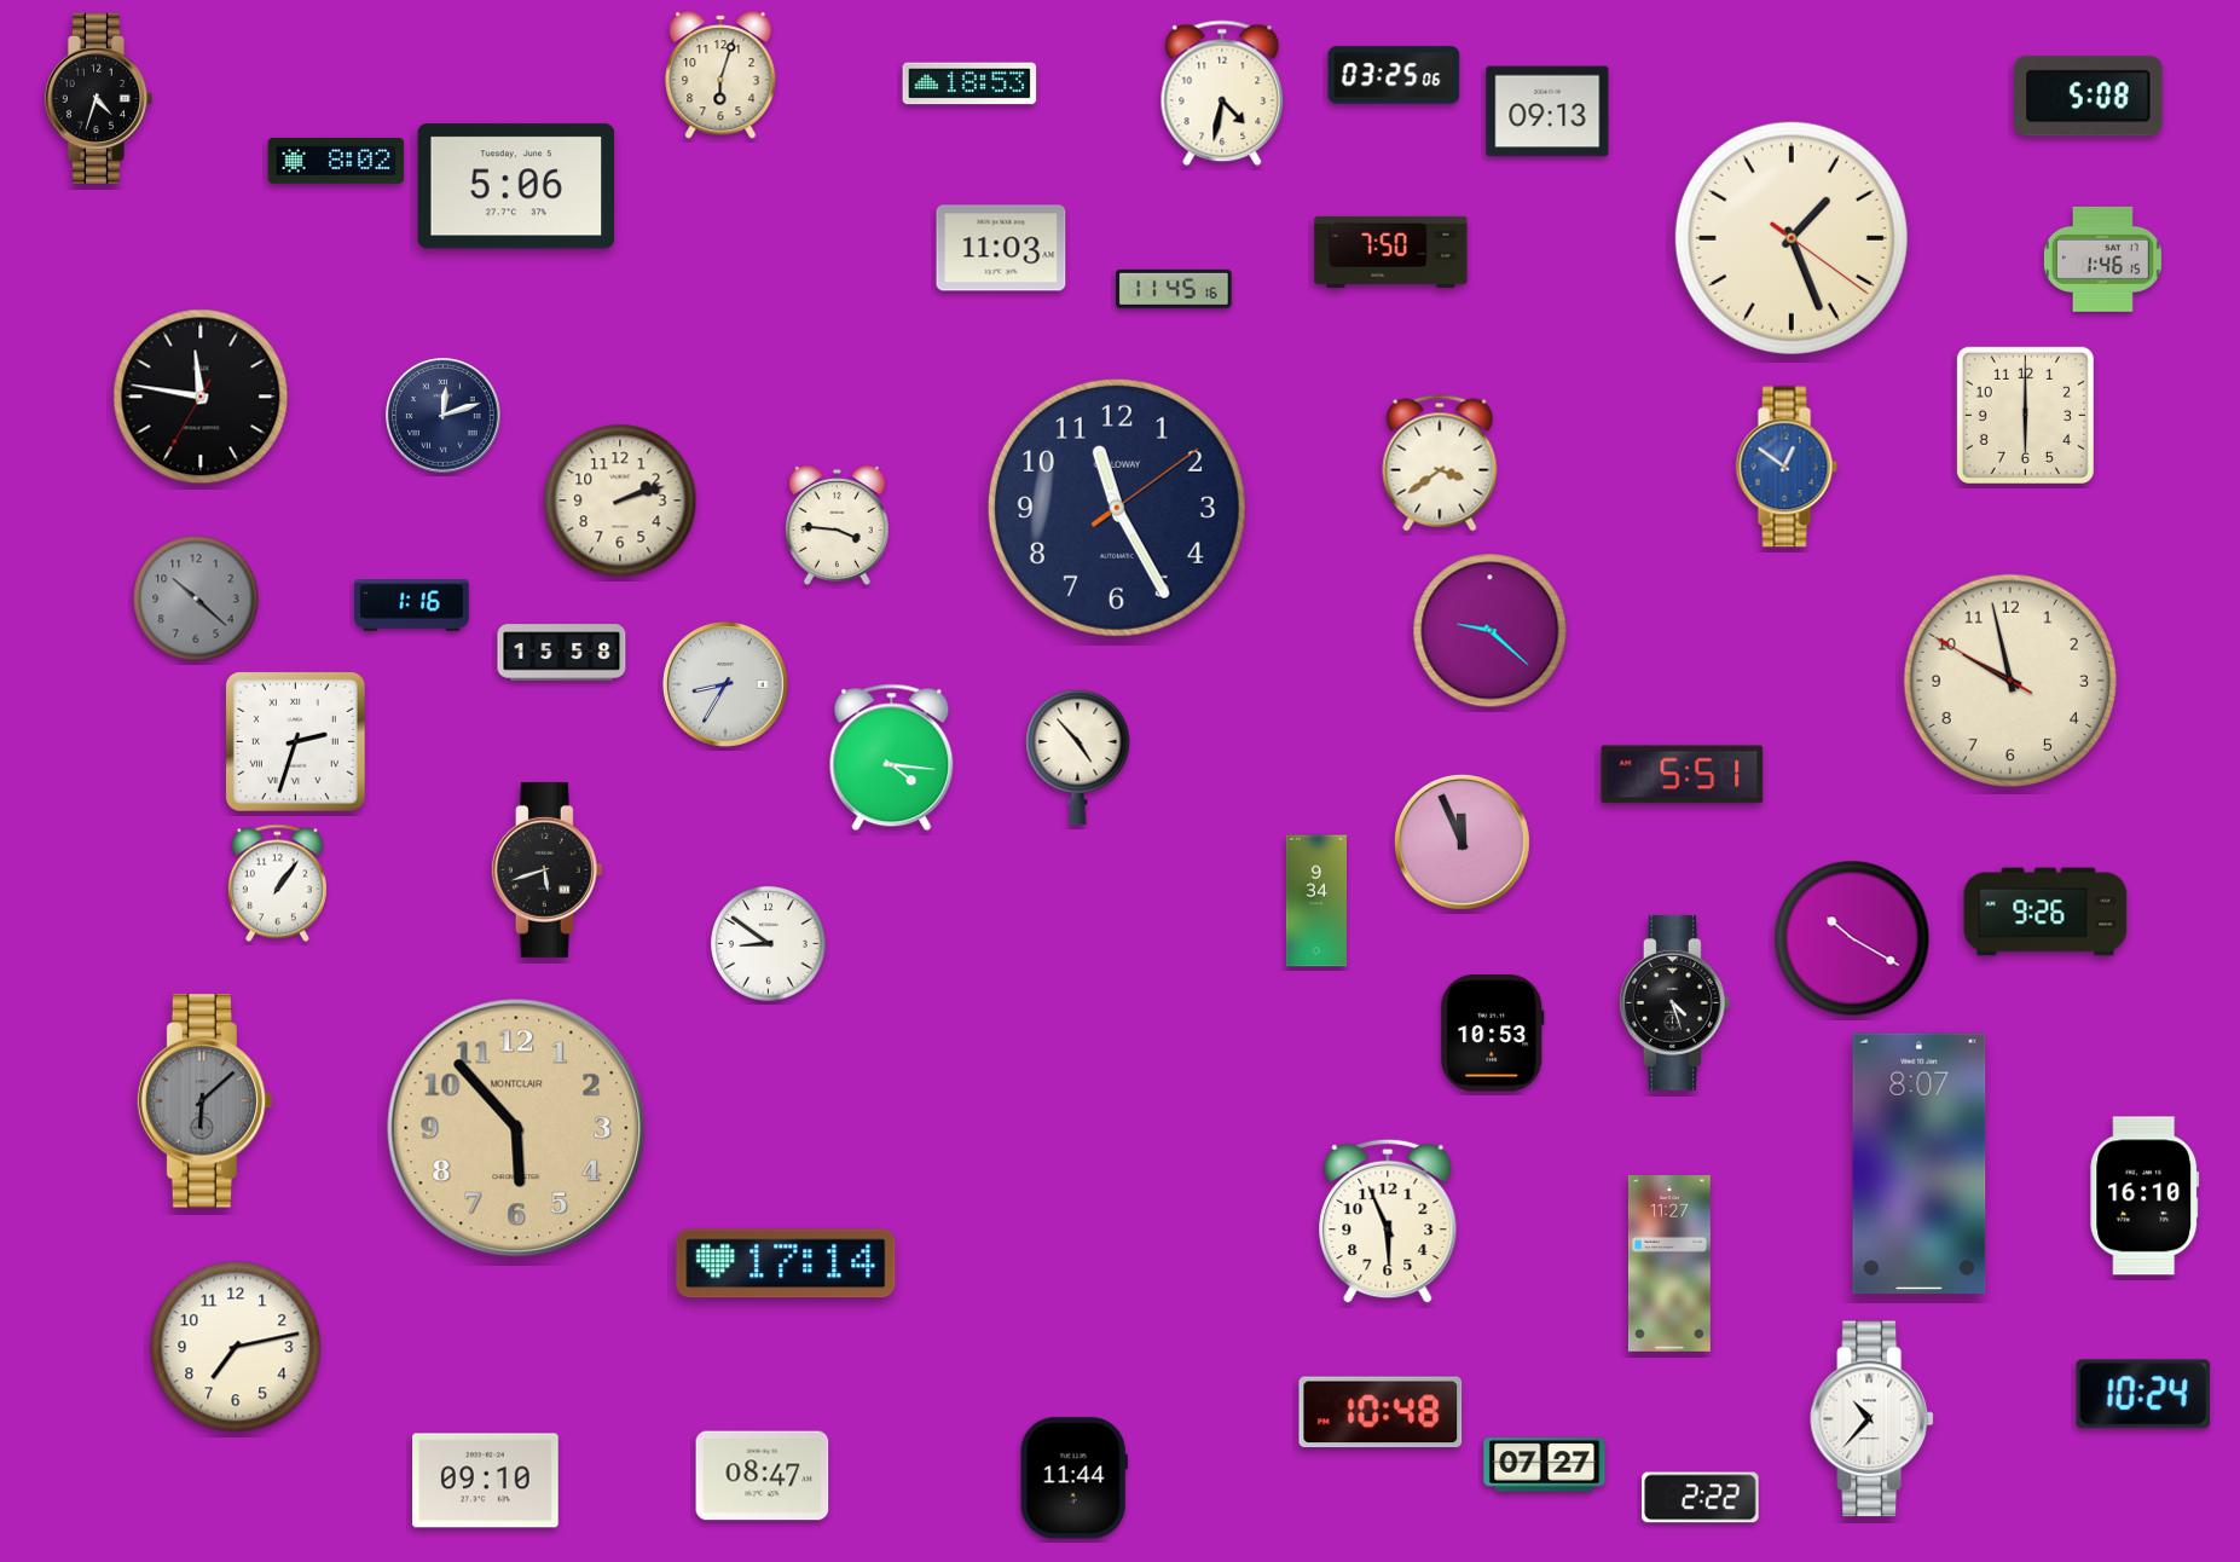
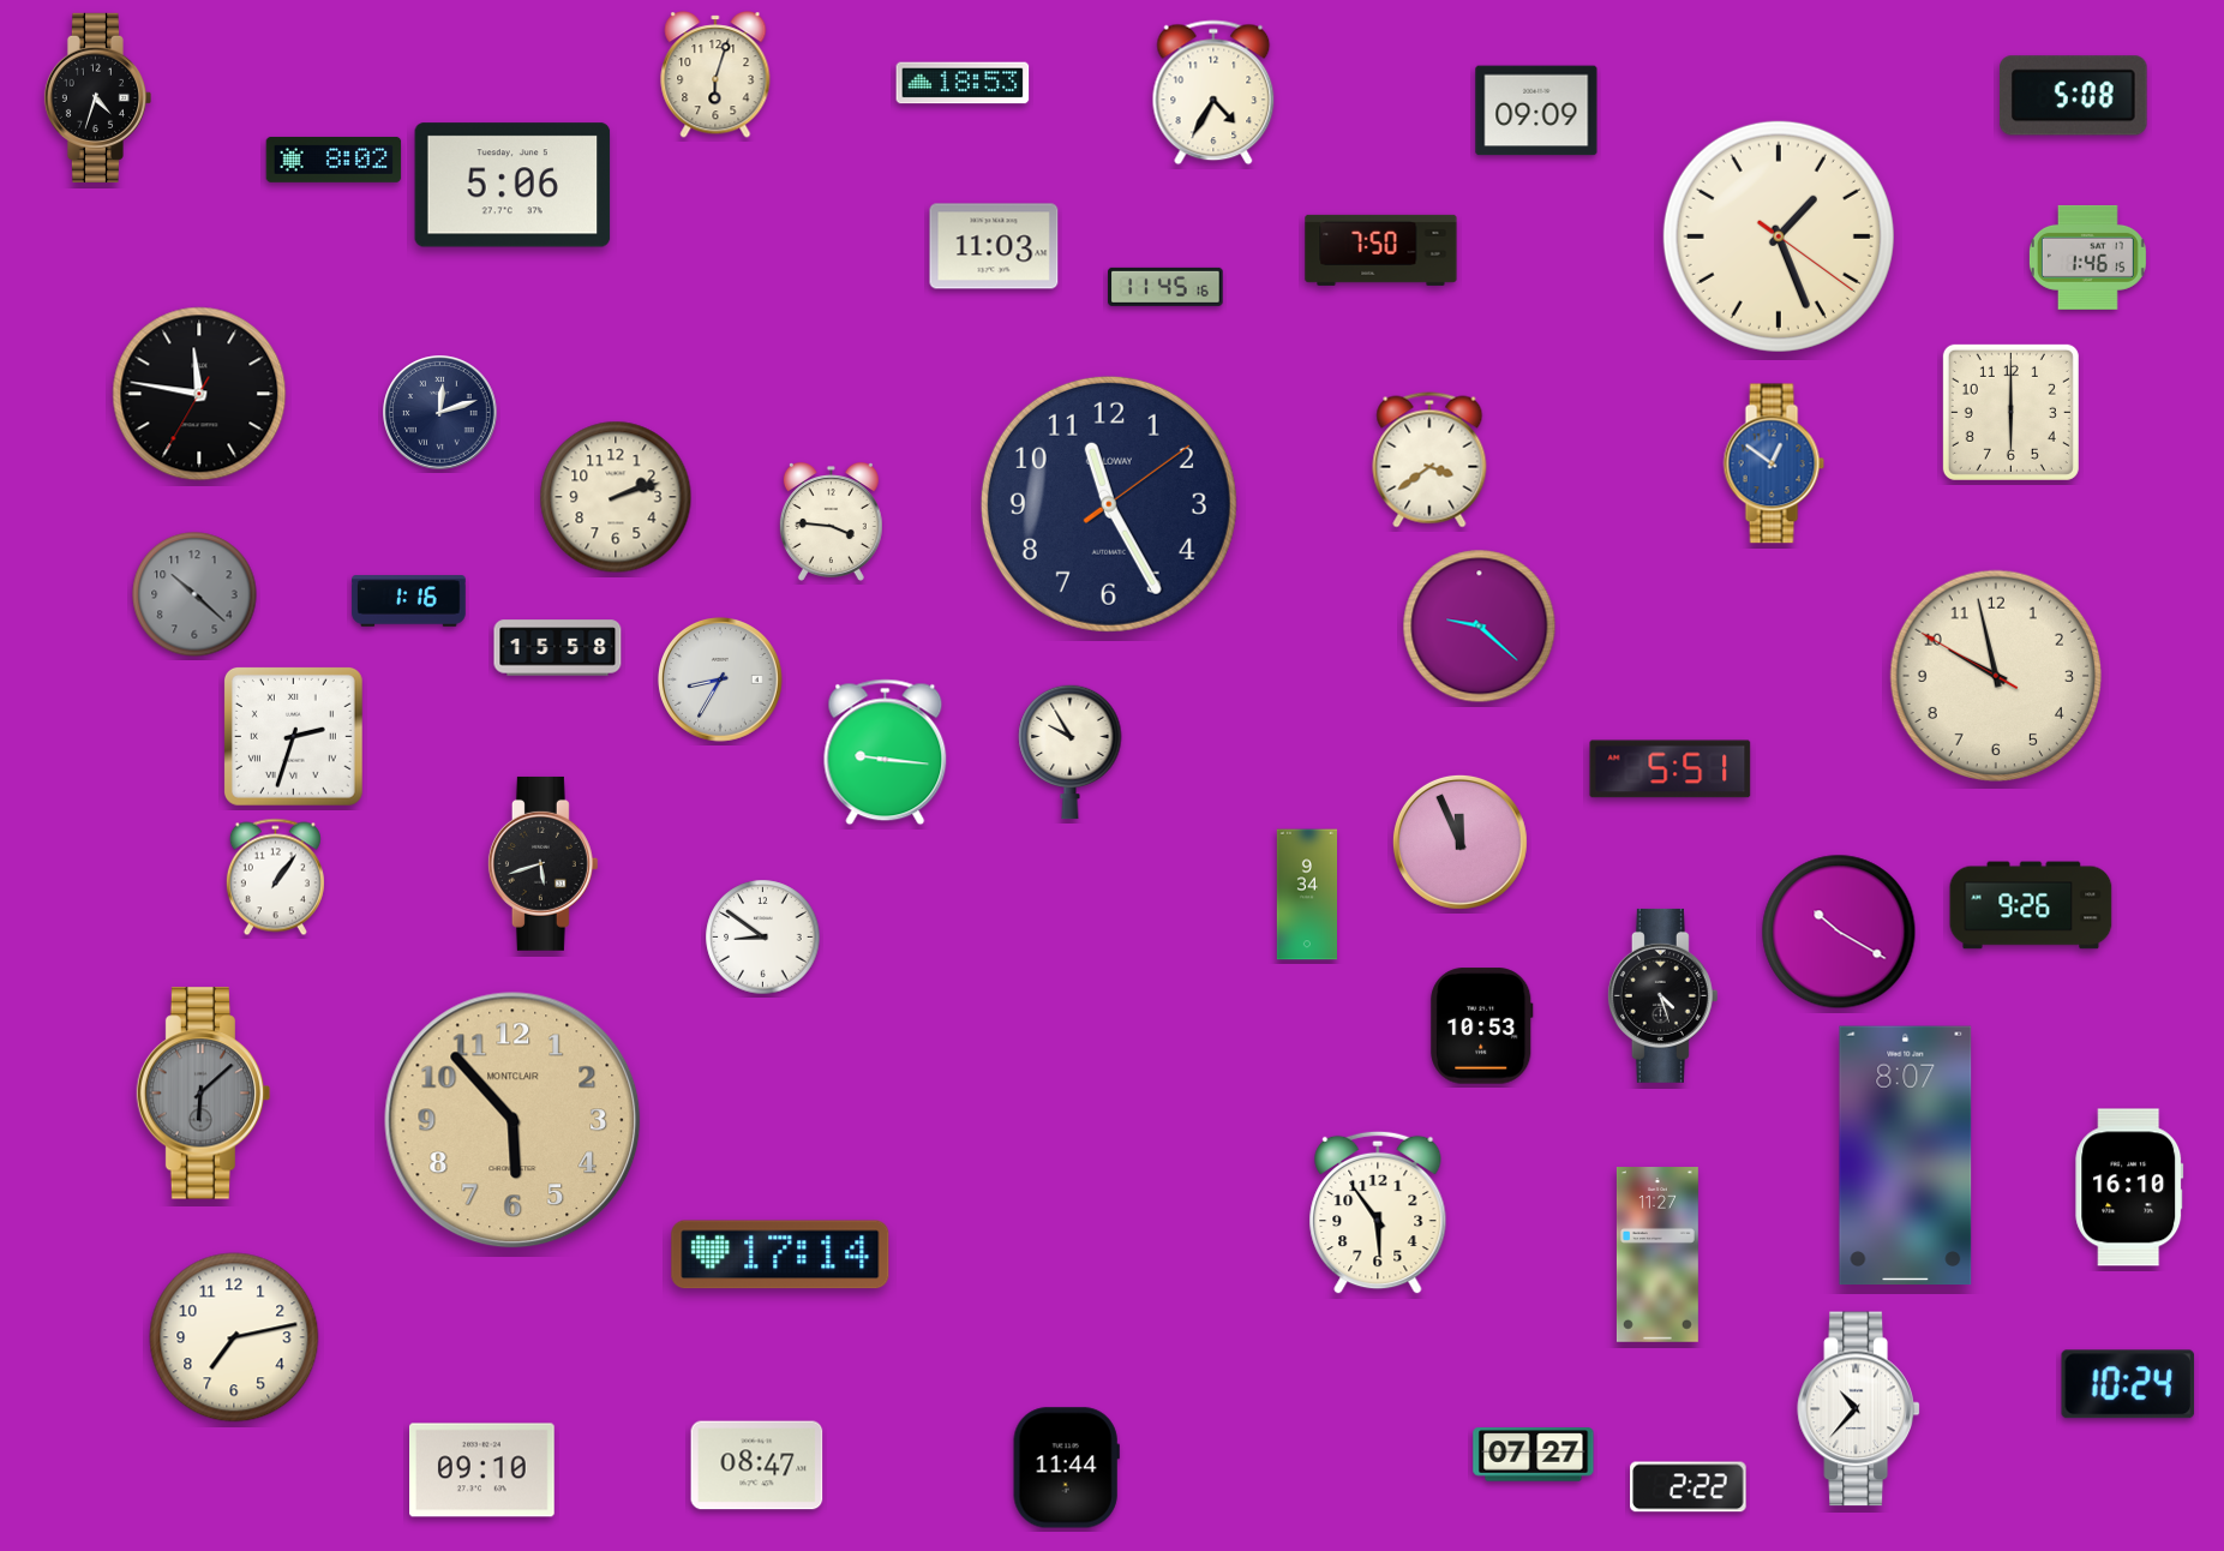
clock at (1394, 75): 03:25 -> none
clock at (1222, 93): 4:32 -> 4:35
clock at (1547, 111): 09:13 -> 09:09
clock at (1078, 757): 4:53 -> 9:55
clock at (892, 758): 4:16 -> 9:16
clock at (1462, 841) position: (1462, 841) -> (1459, 842)
clock at (1388, 1221): 5:56 -> 5:54
clock at (1381, 1412): 10:48 -> none
